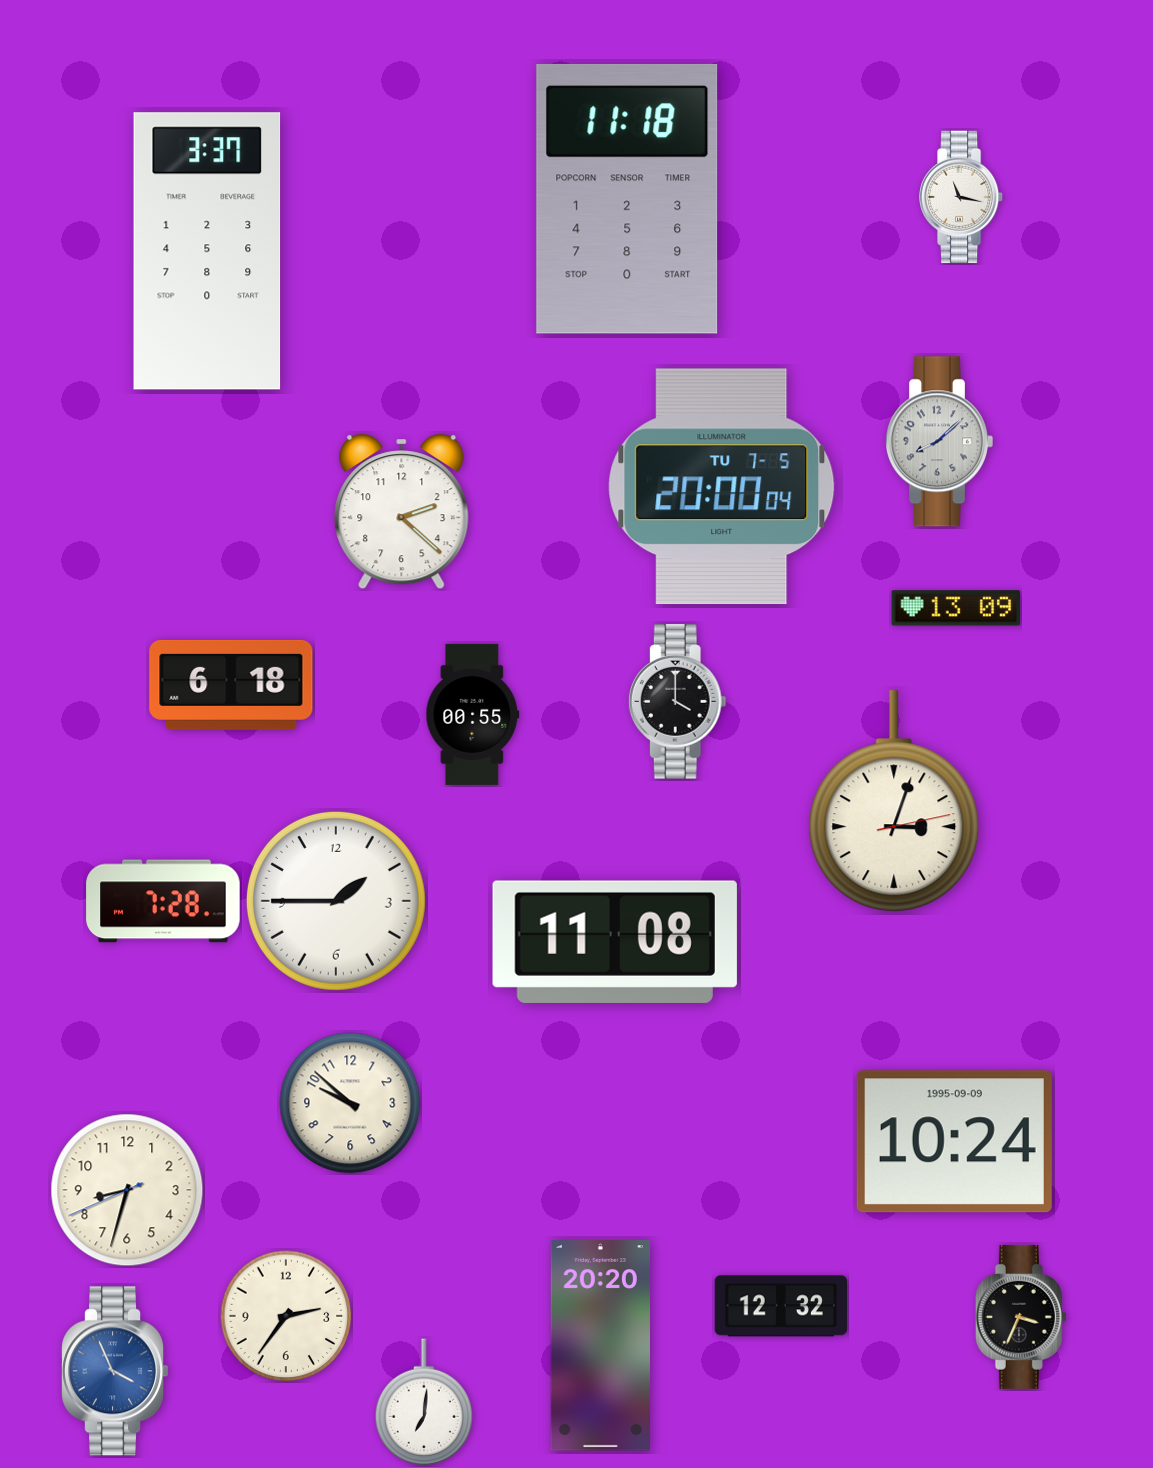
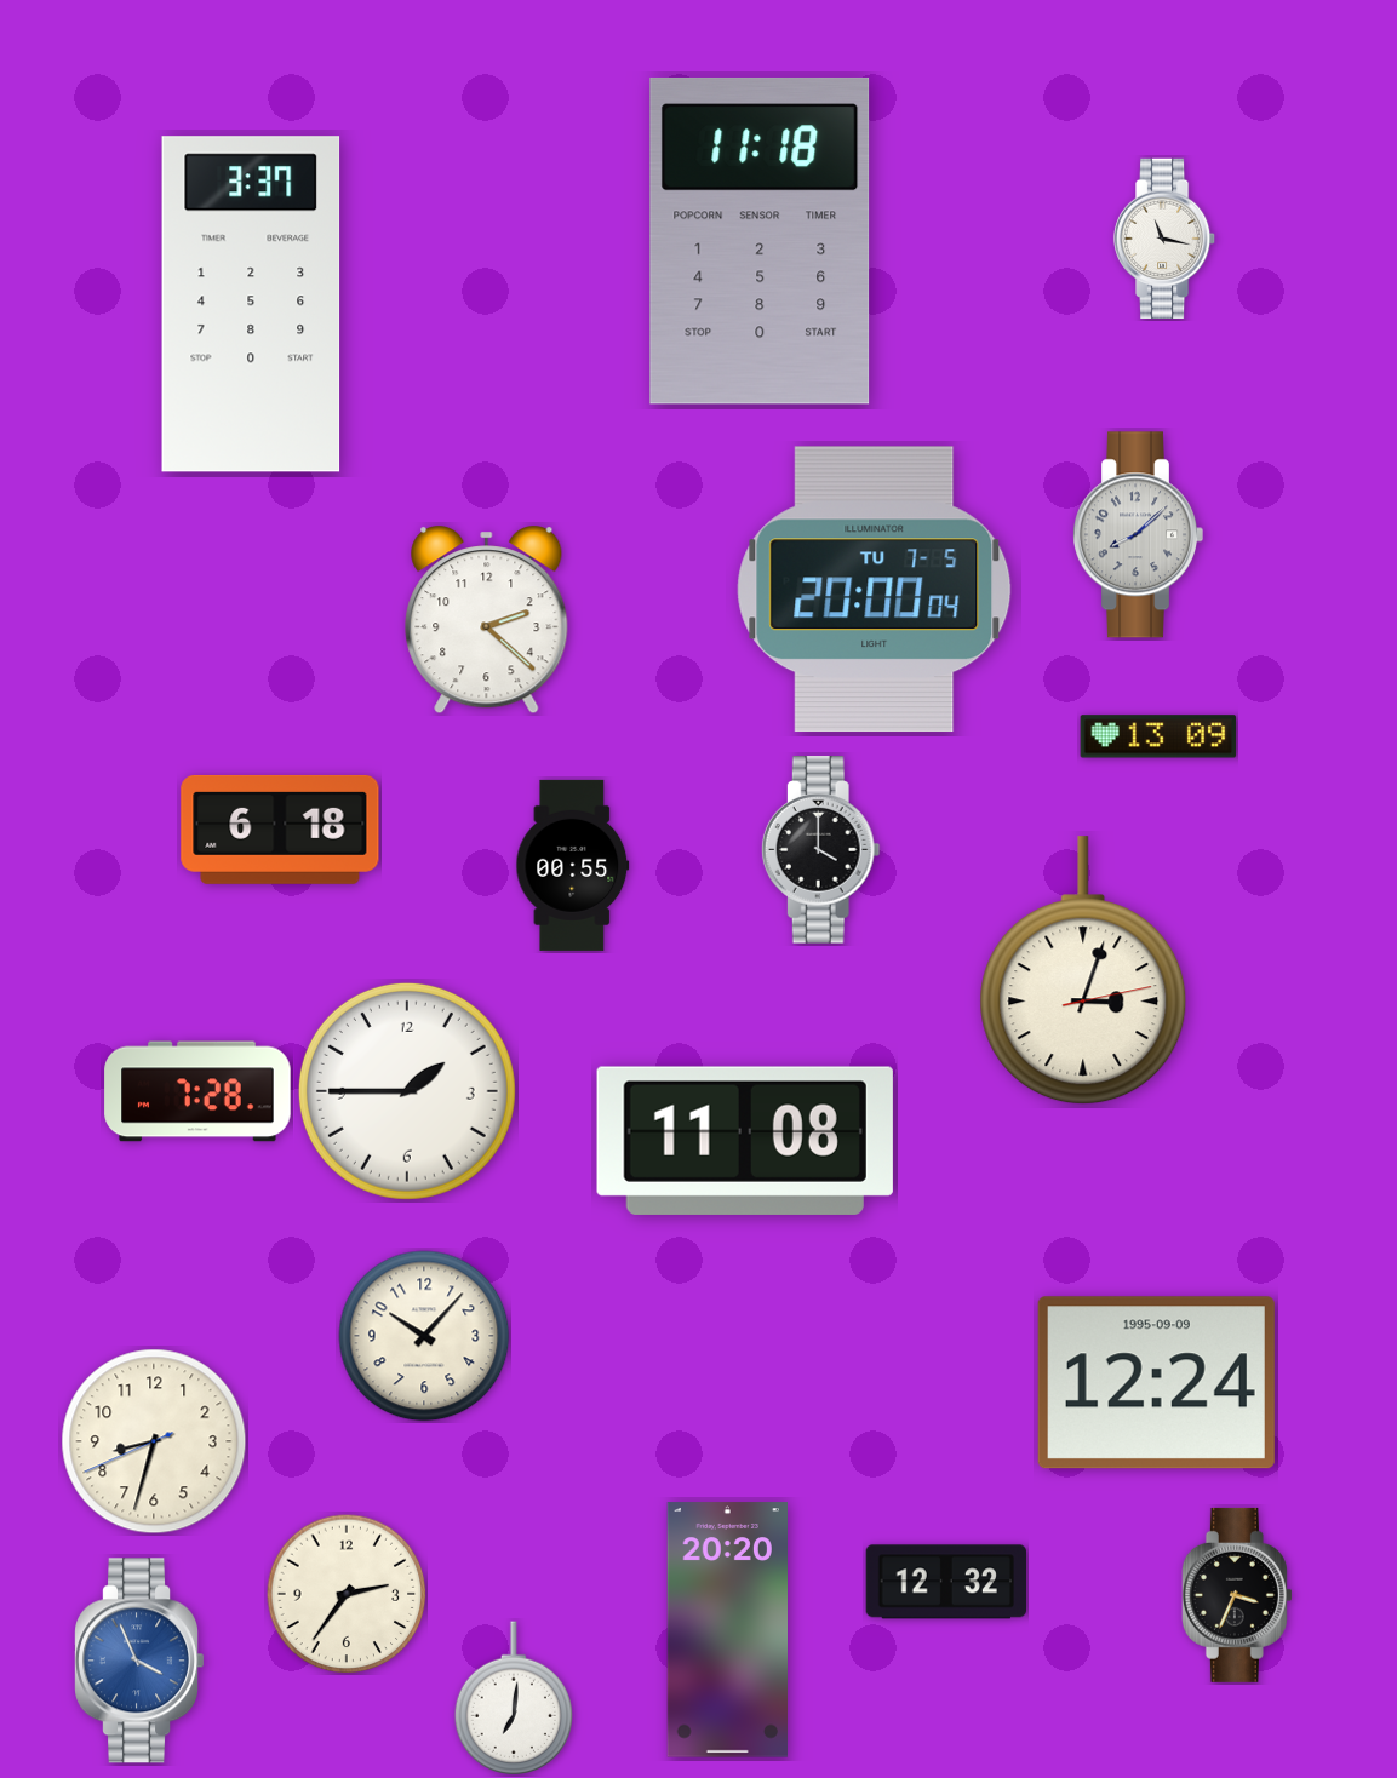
clock at (350, 1103): 9:52 -> 10:07
clock at (954, 1142): 10:24 -> 12:24
